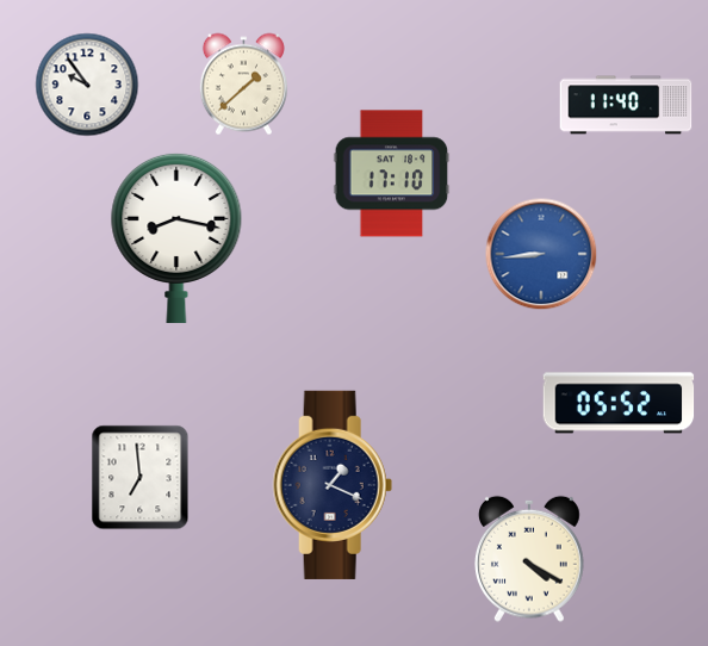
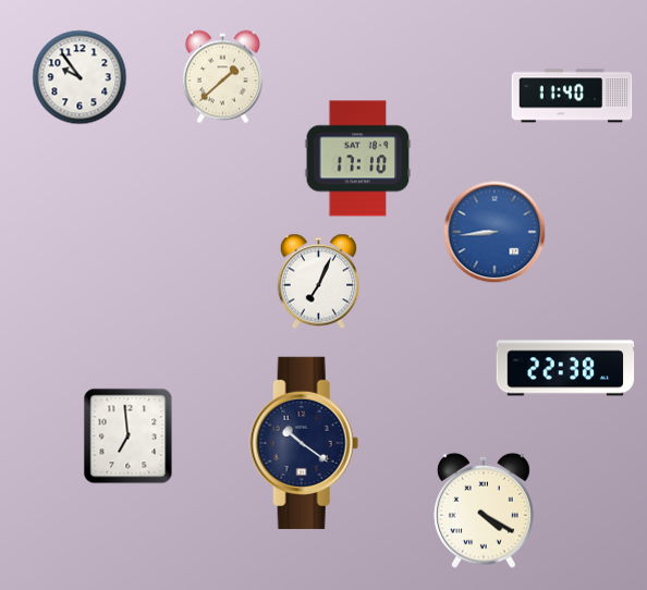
clock at (176, 237): 8:17 -> none
clock at (319, 282): none -> 7:04
clock at (619, 403): 05:52 -> 22:38
clock at (333, 485): 1:19 -> 10:21
